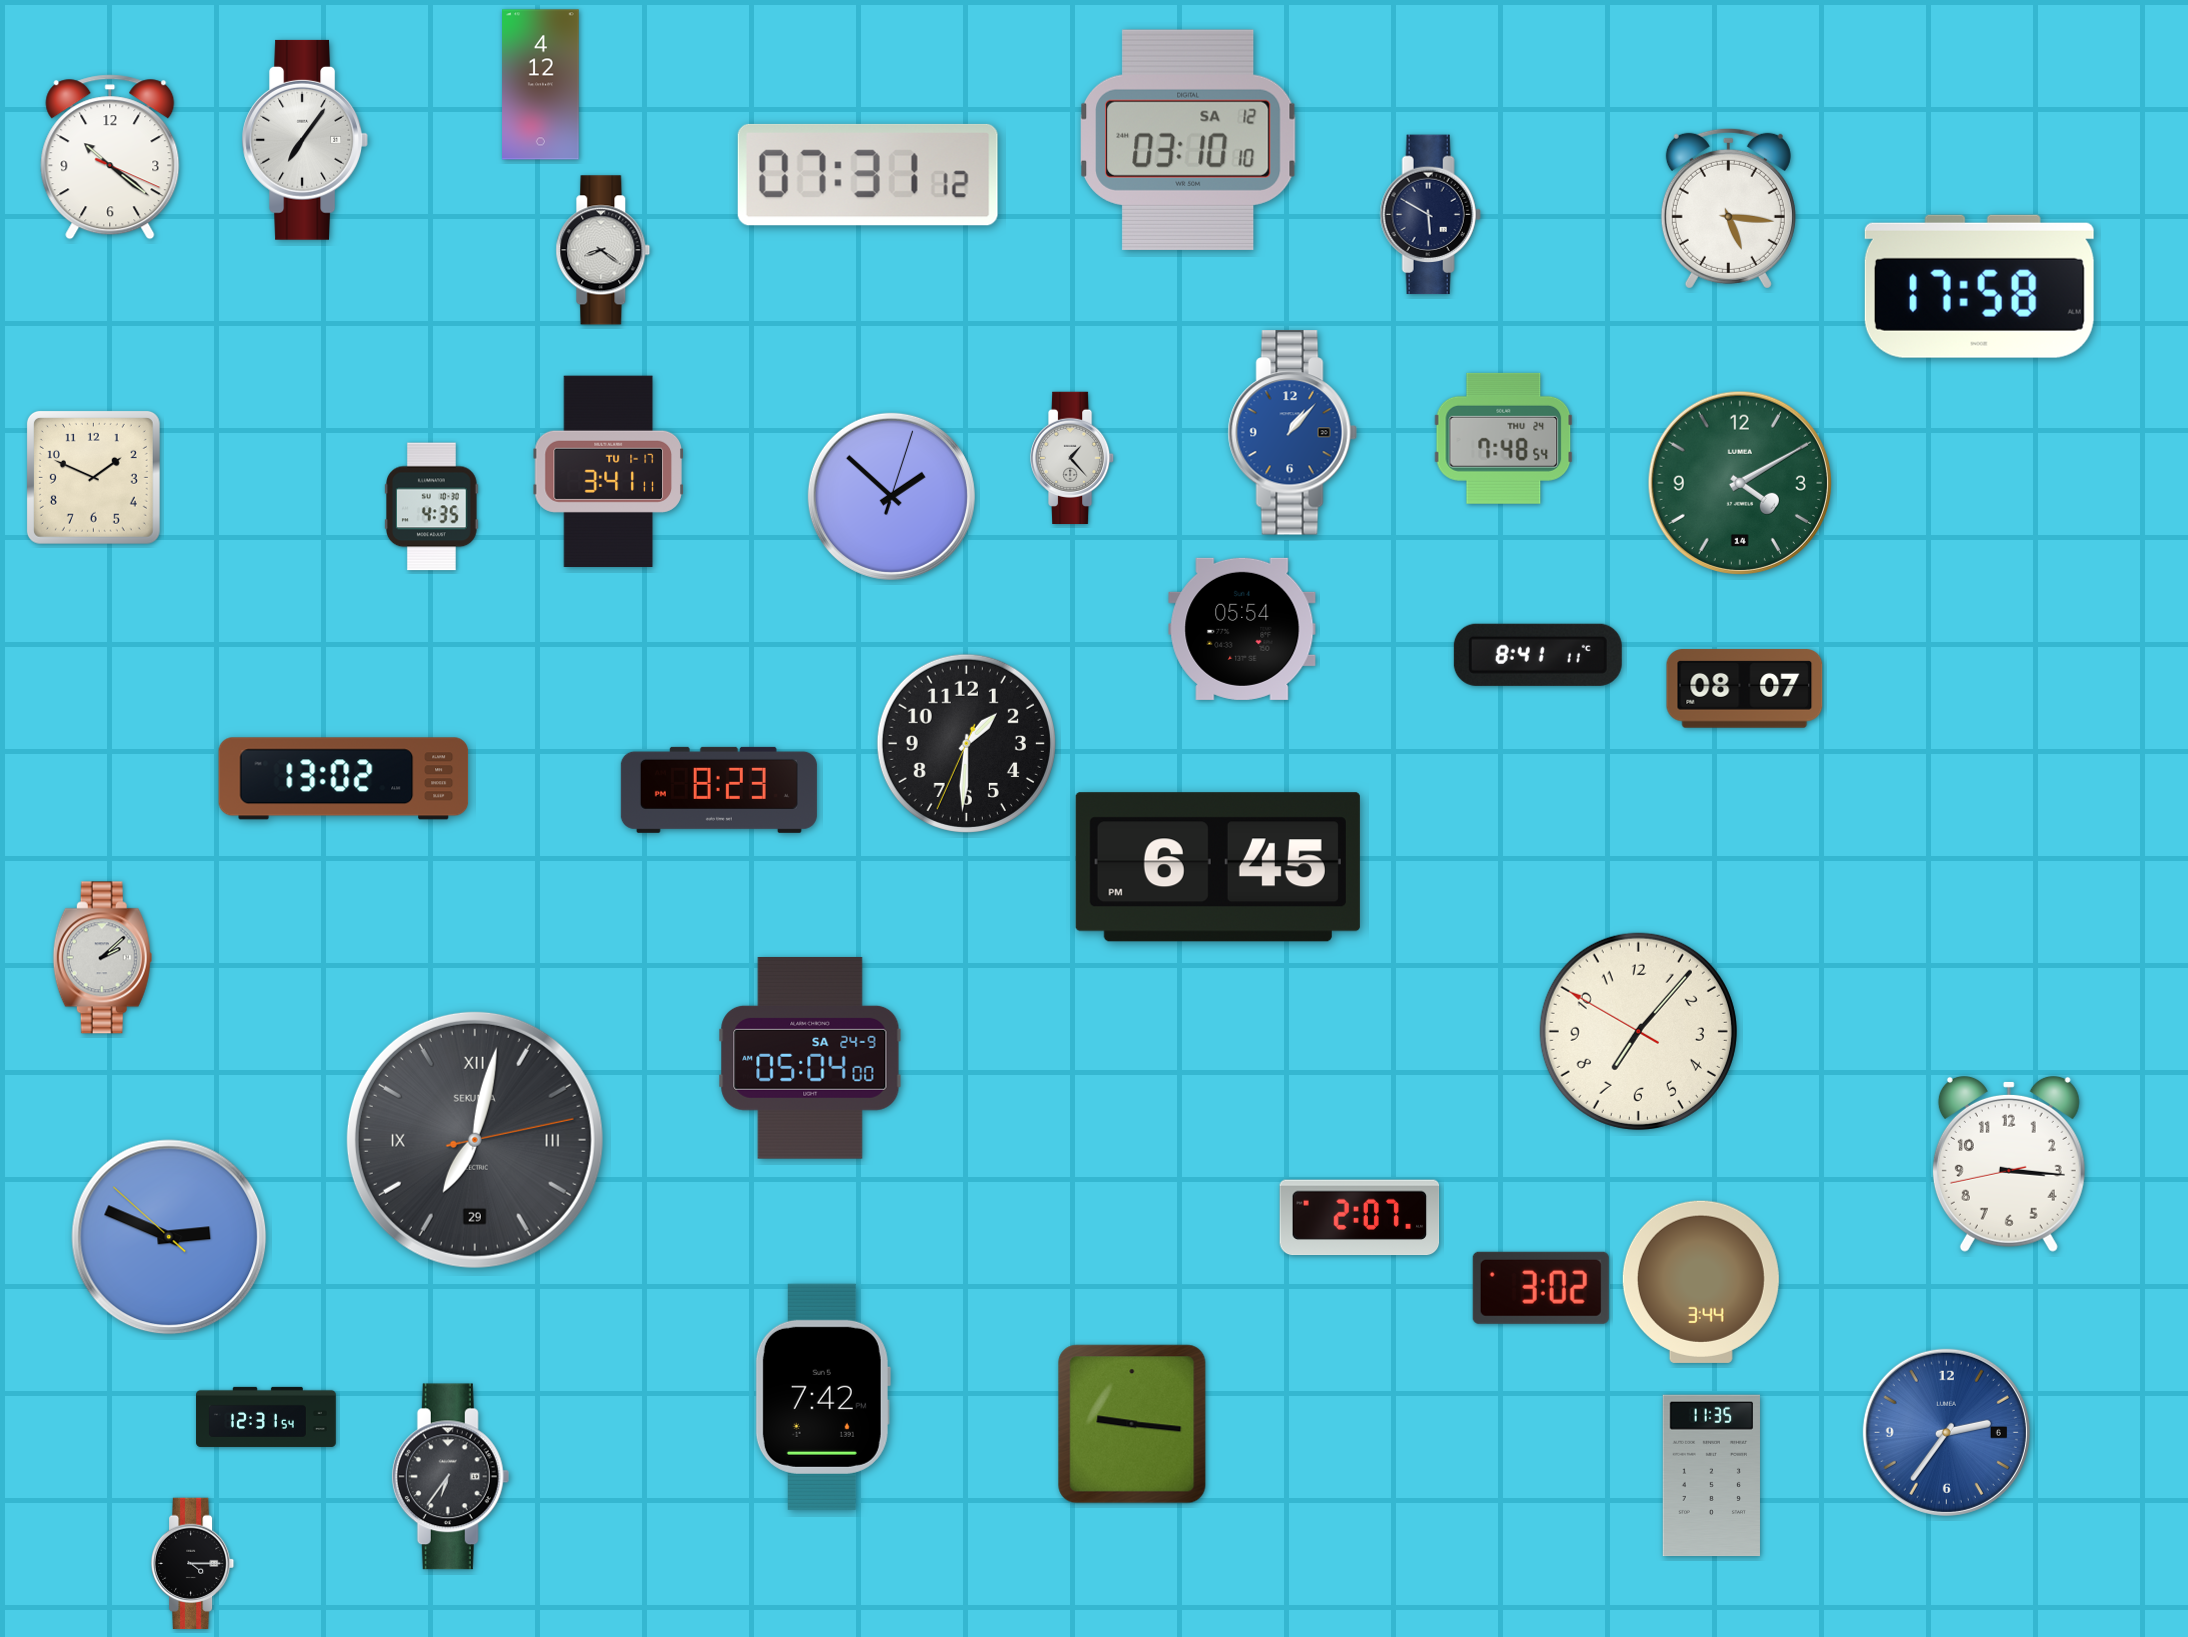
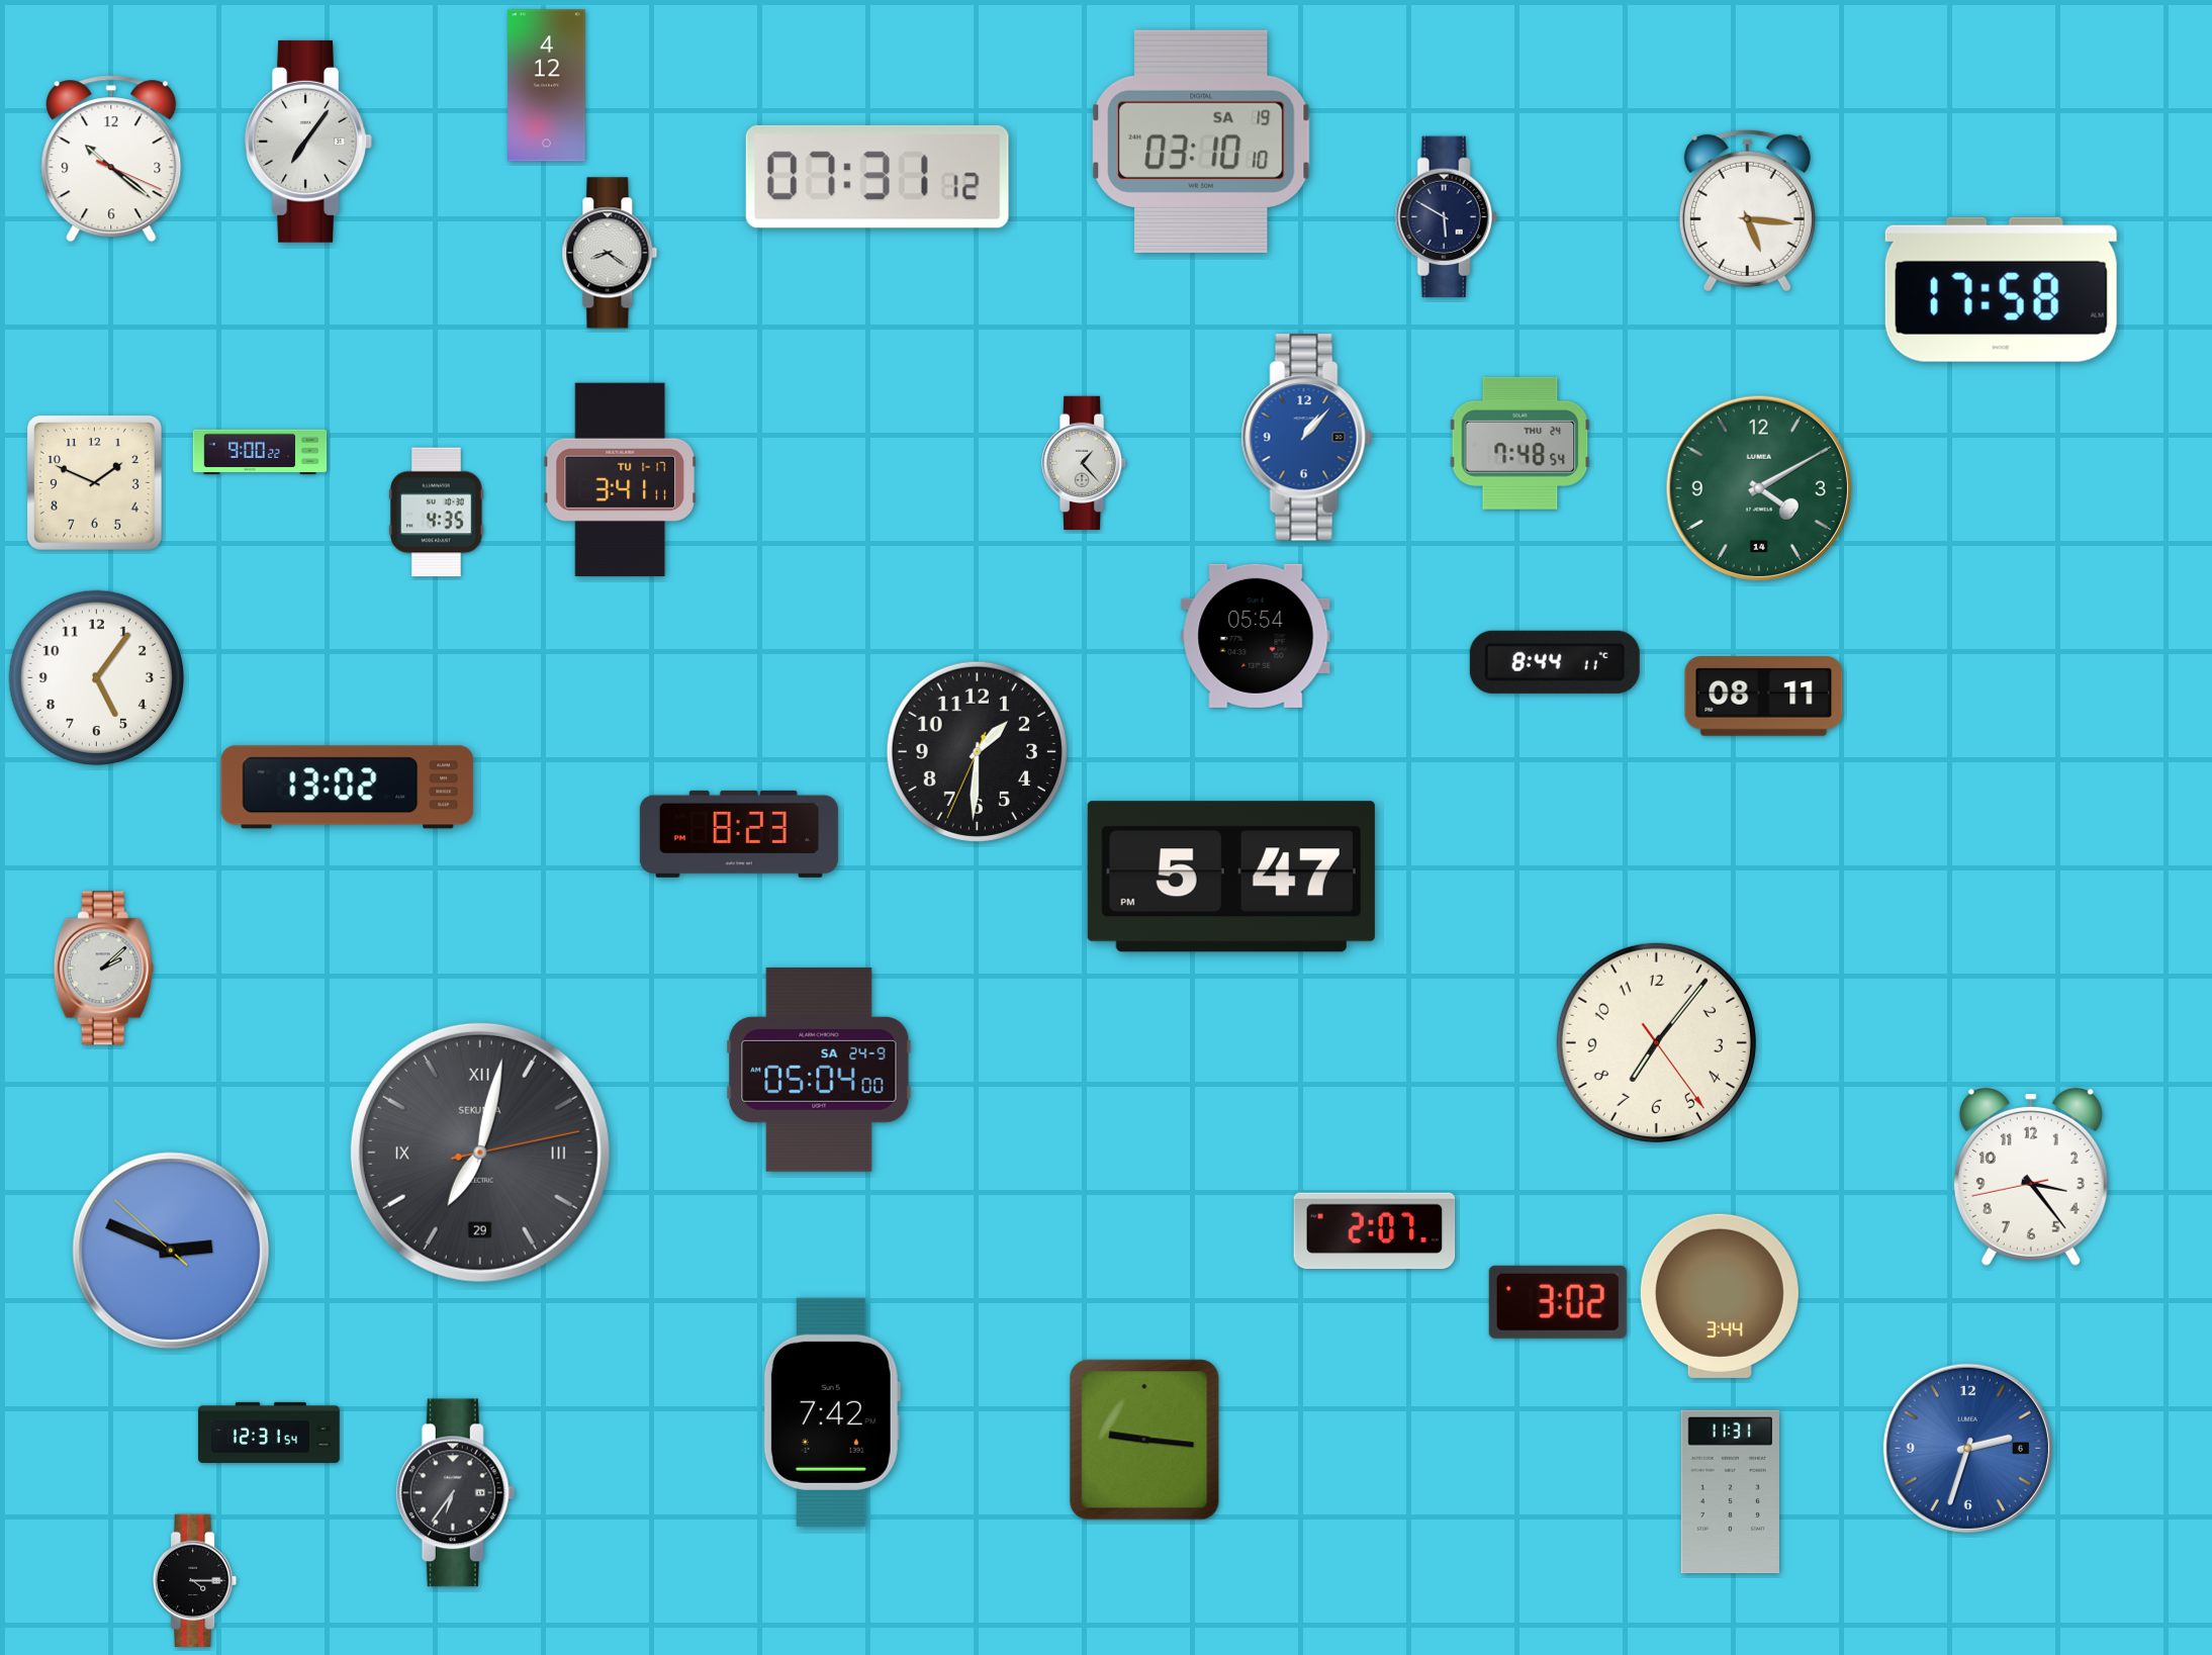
clock at (1188, 140) date: SA 12 -> SA 19
clock at (260, 452): none -> 9:00
clock at (608, 471) position: (608, 471) -> (620, 479)
clock at (891, 496): 1:52 -> none
clock at (1538, 655): 8:41 -> 8:44
clock at (96, 677): none -> 5:06
clock at (1745, 689): 08:07 -> 08:11
clock at (719, 790) position: (719, 790) -> (739, 834)
clock at (1218, 867): 6:45 -> 5:47
clock at (1638, 1031): 7:06:50 -> 7:06:24
clock at (2009, 1164): 3:15 -> 3:23
clock at (1946, 1432): 2:36 -> 2:33
clock at (1711, 1476): 11:35 -> 11:31
